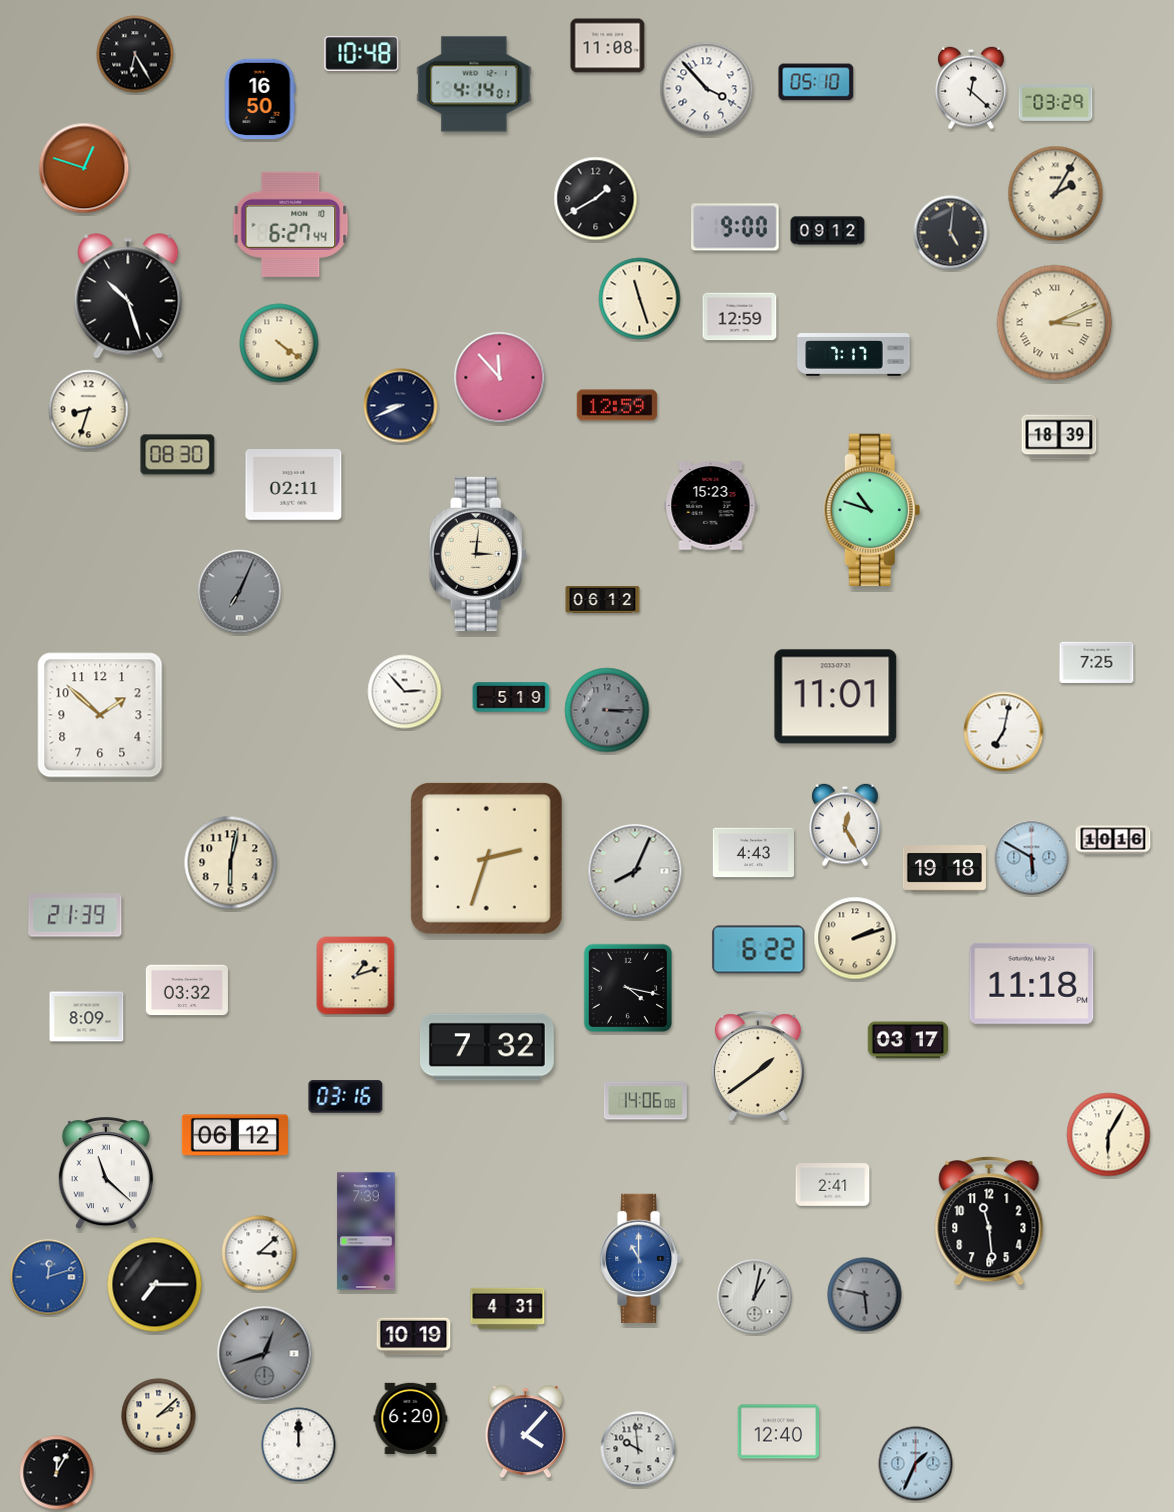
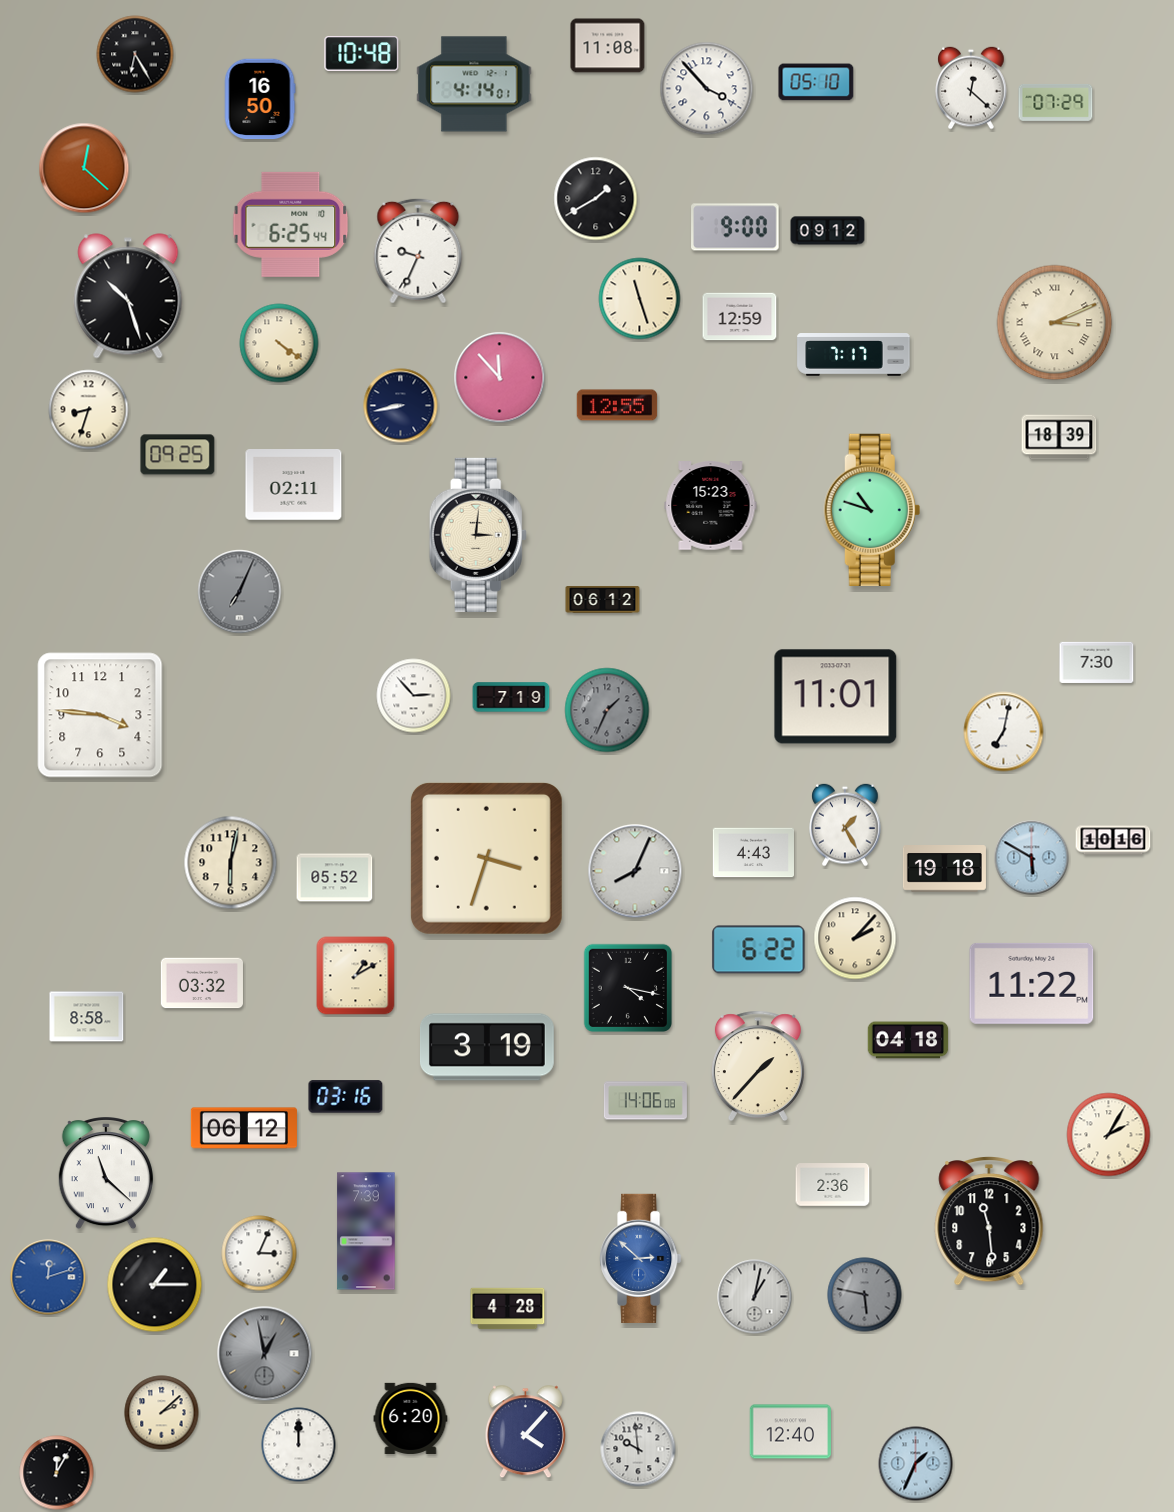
clock at (1056, 102): 03:29 -> 07:29
clock at (84, 168): 12:48 -> 12:22
clock at (1056, 194): 2:05 -> none
clock at (291, 224): 6:27 -> 6:25
clock at (951, 233): 5:01 -> none
clock at (418, 251): none -> 9:34
clock at (617, 405): 12:59 -> 12:55
clock at (401, 406): 8:41 -> 8:43
clock at (178, 455): 08:30 -> 09:25
clock at (478, 554) position: (478, 554) -> (478, 535)
clock at (1097, 662): 7:25 -> 7:30
clock at (405, 692) position: (405, 692) -> (414, 696)
clock at (511, 697): 5:19 -> 7:19
clock at (607, 710): 3:15 -> 1:34
clock at (100, 715): 1:52 -> 3:46
clock at (845, 825): 12:25 -> 1:25
clock at (486, 858): 2:33 -> 3:33
clock at (335, 878): none -> 05:52
clock at (75, 915): 21:39 -> none
clock at (855, 938): 2:12 -> 2:07
clock at (356, 976): 1:12 -> 1:10
clock at (1032, 983): 11:18 -> 11:22
clock at (187, 990) position: (187, 990) -> (202, 983)
clock at (87, 1017): 8:09 -> 8:58
clock at (908, 1040): 03:17 -> 04:18
clock at (487, 1047): 7:32 -> 3:19
clock at (758, 1066): 1:39 -> 1:37
clock at (235, 1135) position: (235, 1135) -> (244, 1128)
clock at (1109, 1135): 6:05 -> 2:05
clock at (833, 1185): 2:41 -> 2:36
clock at (259, 1253): 3:08 -> 3:04
clock at (641, 1258): 11:00 -> 2:52
clock at (155, 1285): 7:15 -> 1:15
clock at (508, 1309): 4:31 -> 4:28
clock at (414, 1337): 10:19 -> none
clock at (265, 1354): 12:42 -> 12:58
clock at (159, 1416) position: (159, 1416) -> (162, 1413)
clock at (778, 1432) position: (778, 1432) -> (790, 1432)
